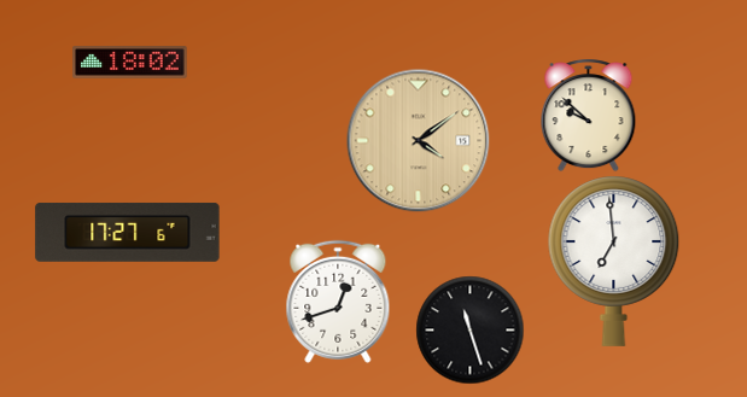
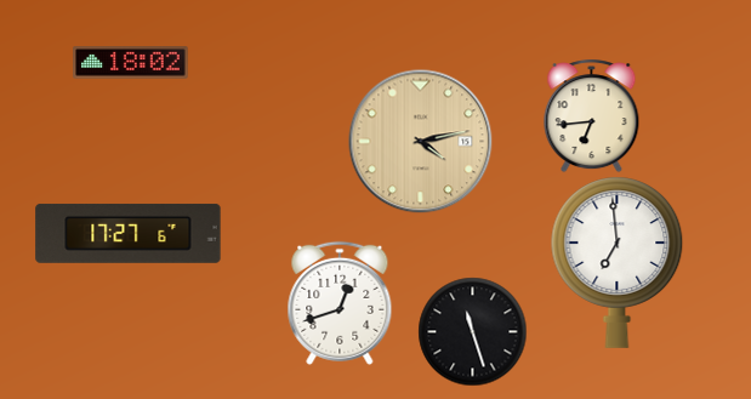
clock at (589, 115): 9:52 -> 6:44
clock at (419, 141): 4:09 -> 4:13
